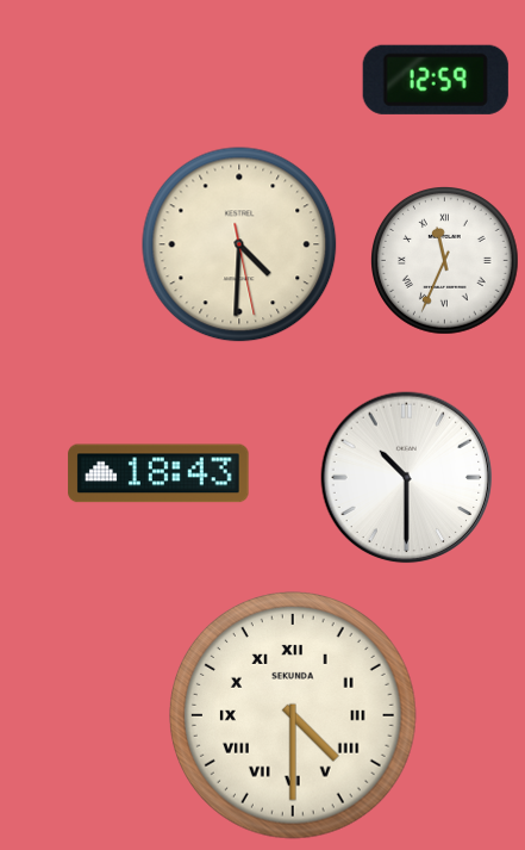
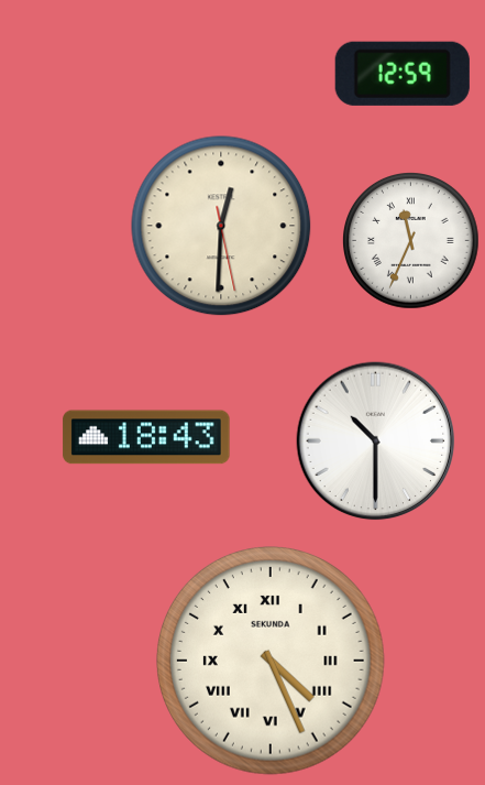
clock at (239, 244): 4:30 -> 12:30
clock at (294, 716): 4:30 -> 4:26
